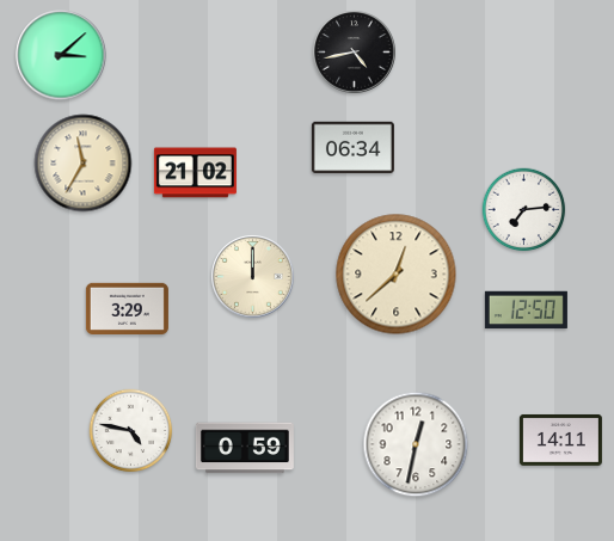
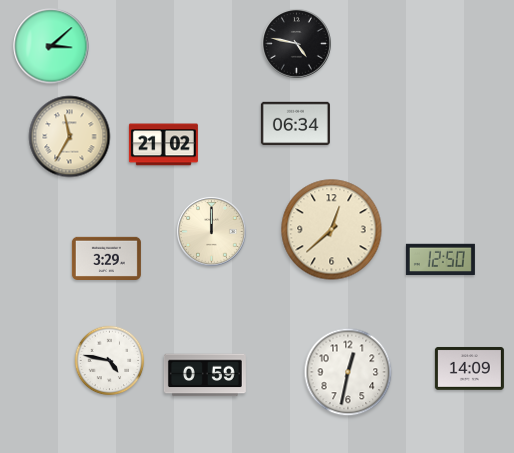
clock at (355, 53): 4:43 -> 4:47
clock at (524, 210): 7:14 -> none
clock at (560, 439): 14:11 -> 14:09
